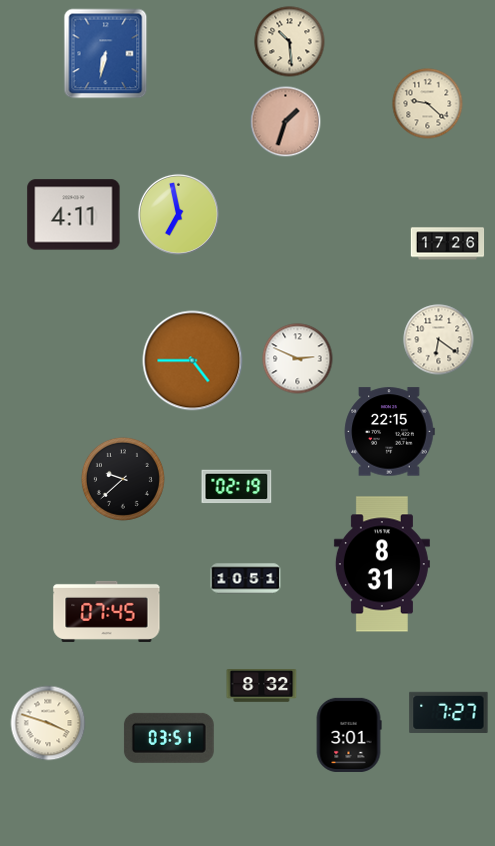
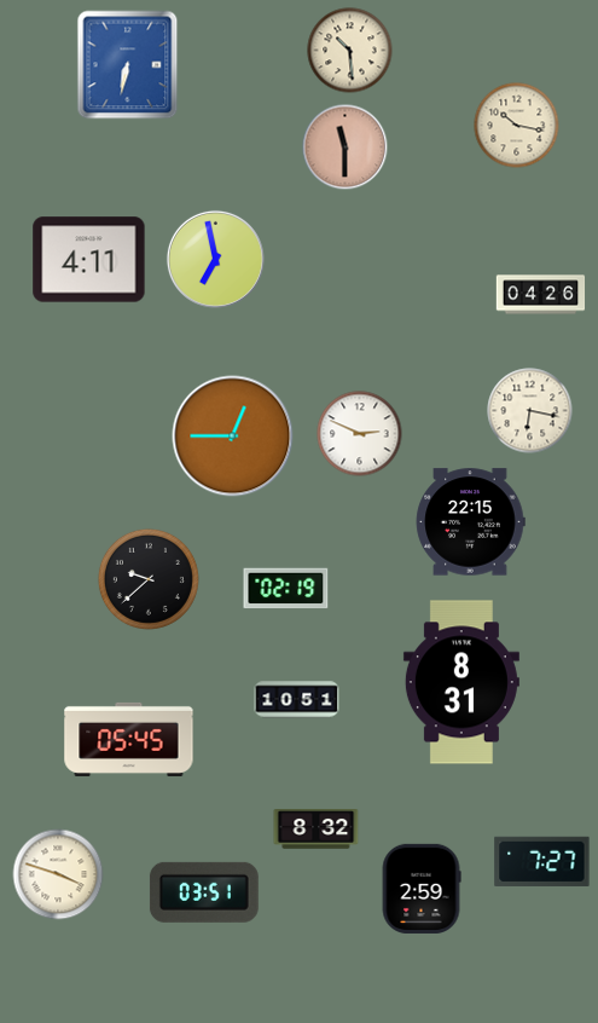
clock at (428, 104): 9:22 -> 10:17
clock at (286, 122): 1:33 -> 11:30
clock at (448, 244): 17:26 -> 04:26
clock at (439, 340): 6:21 -> 6:17
clock at (193, 361): 4:45 -> 12:45
clock at (107, 611): 07:45 -> 05:45
clock at (349, 735): 3:01 -> 2:59
